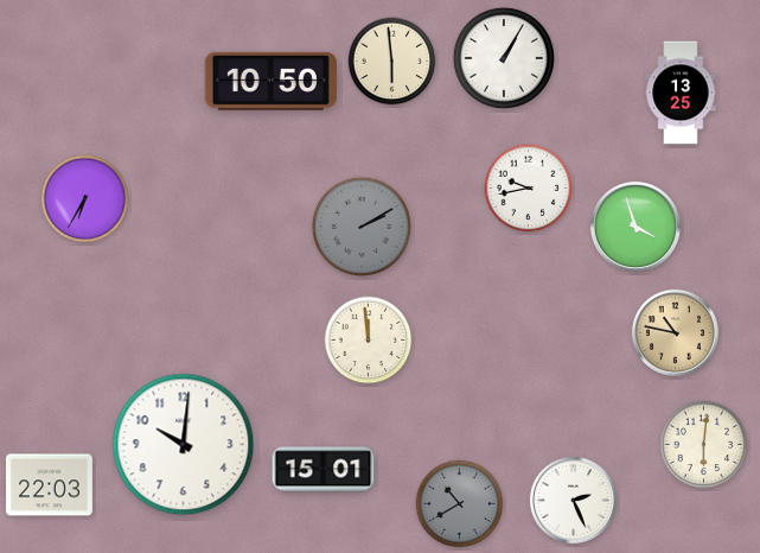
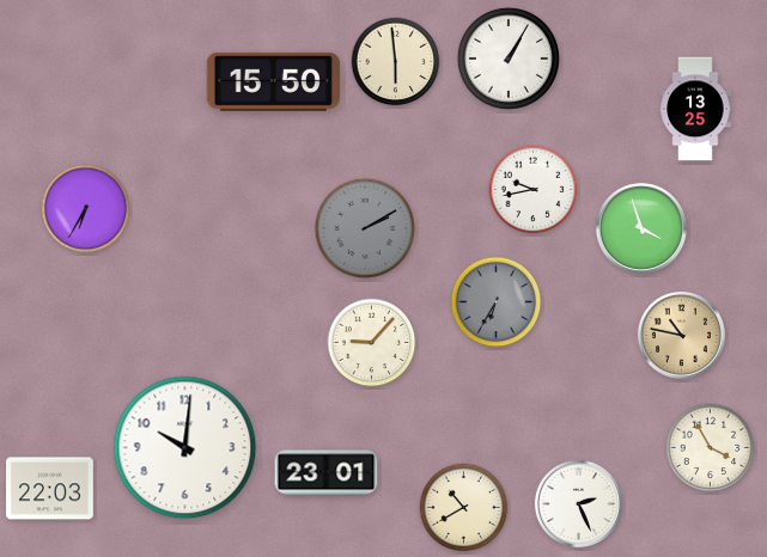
clock at (270, 81): 10:50 -> 15:50
clock at (681, 93) position: (681, 93) -> (695, 109)
clock at (85, 199) position: (85, 199) -> (86, 209)
clock at (497, 302): none -> 6:35
clock at (369, 341): 11:59 -> 9:07
clock at (704, 445): 6:01 -> 3:55
clock at (324, 470): 15:01 -> 23:01
clock at (460, 504) dial: grey -> cream
